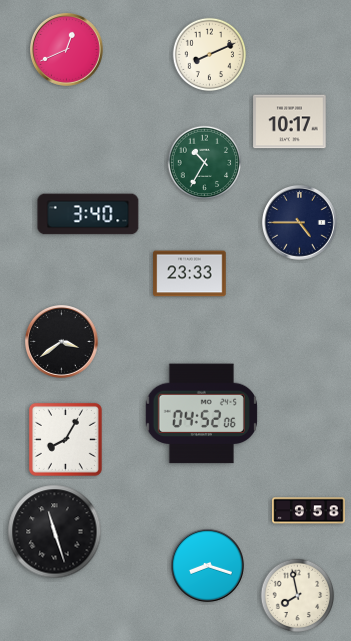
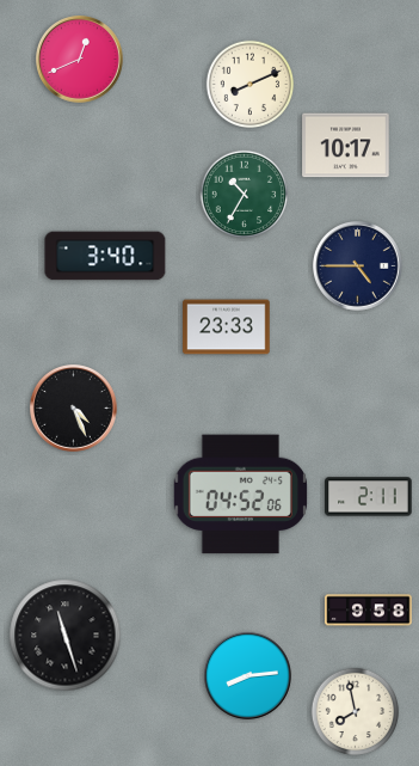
clock at (210, 55) position: (210, 55) -> (251, 85)
clock at (62, 342): 3:39 -> 4:26
clock at (369, 497): none -> 2:11
clock at (65, 439): 8:05 -> none
clock at (208, 566): 8:18 -> 8:14
